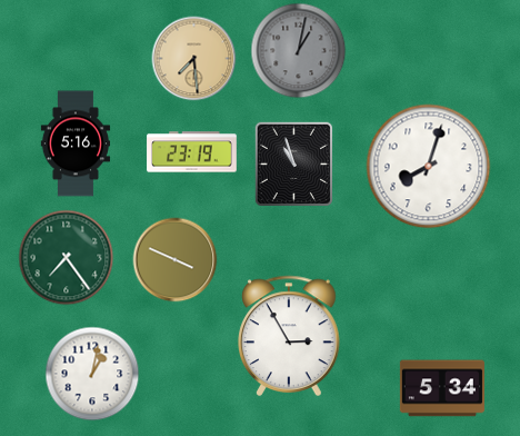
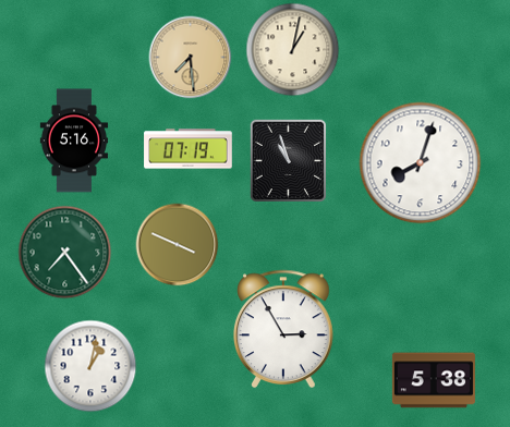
clock at (299, 51) dial: grey -> cream
clock at (192, 152): 23:19 -> 07:19
clock at (176, 260) position: (176, 260) -> (178, 245)
clock at (442, 388): 5:34 -> 5:38
